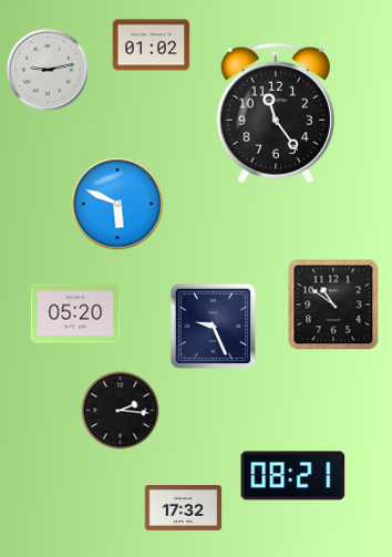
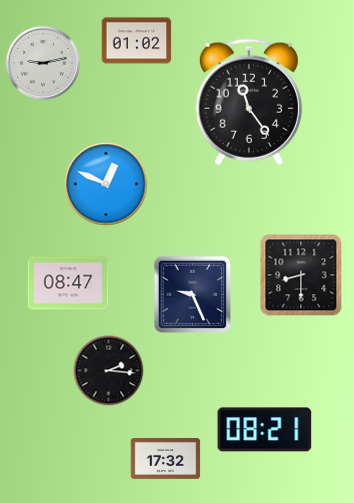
clock at (117, 204): 5:49 -> 12:49
clock at (333, 305): 10:51 -> 8:30
clock at (75, 313): 05:20 -> 08:47
